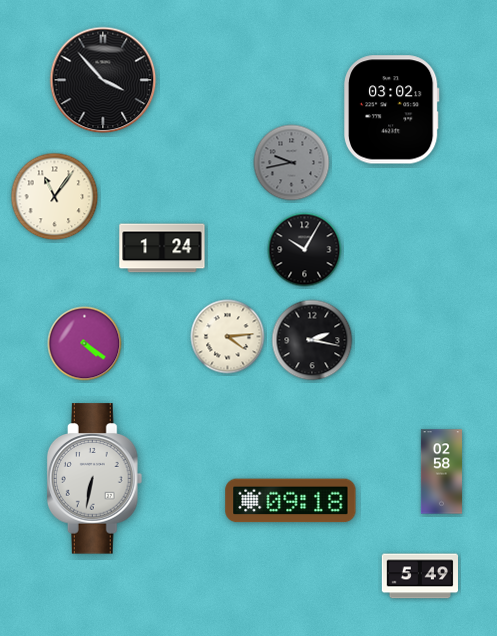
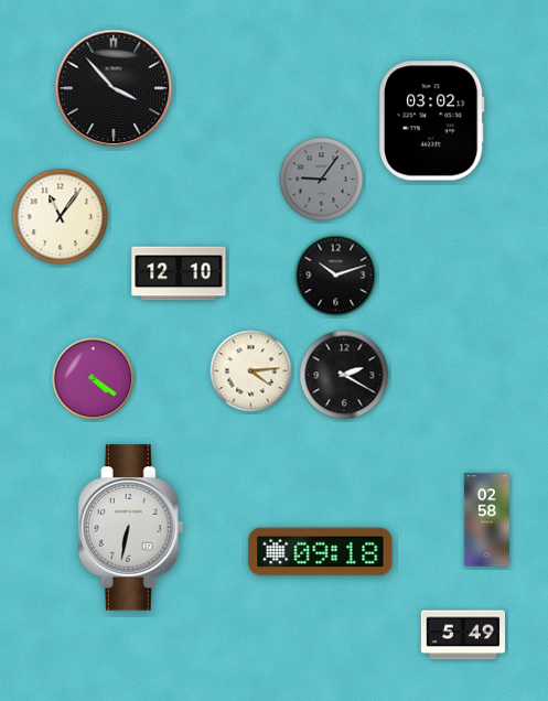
clock at (292, 163): 9:43 -> 9:06
clock at (162, 248): 1:24 -> 12:10
clock at (305, 250): 10:05 -> 10:12
clock at (312, 340): 2:17 -> 2:20
clock at (95, 479) position: (95, 479) -> (131, 528)
